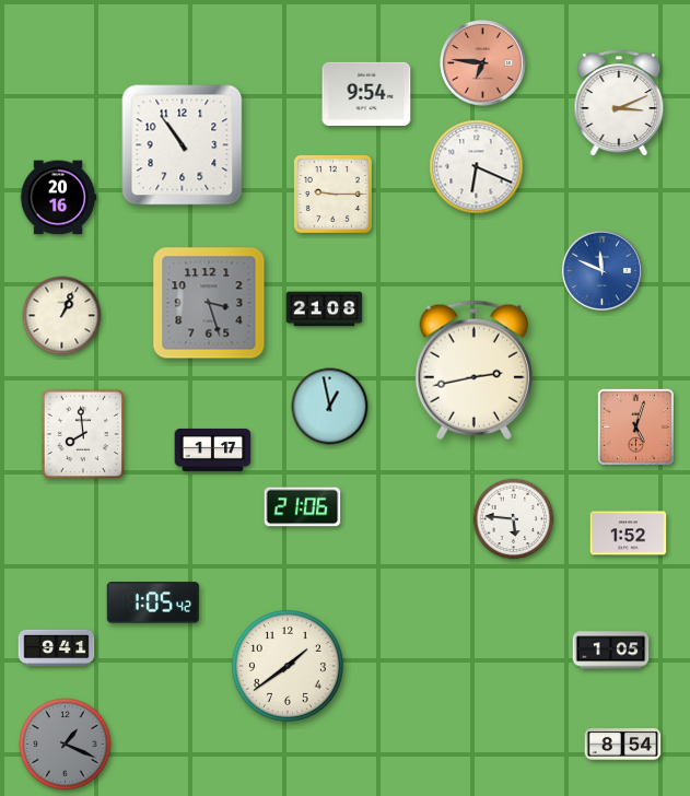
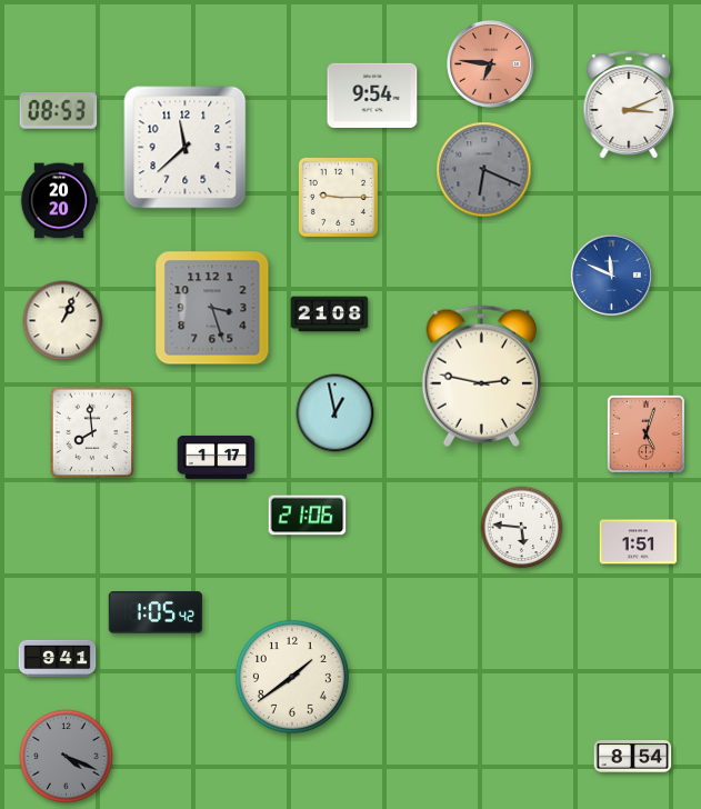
clock at (59, 111): none -> 08:53
clock at (183, 145): 10:54 -> 11:38
clock at (477, 167) dial: white -> grey
clock at (58, 198): 20:16 -> 20:20
clock at (473, 370): 2:43 -> 2:47
clock at (83, 434) position: (83, 434) -> (92, 432)
clock at (629, 534): 1:52 -> 1:51
clock at (611, 651): 1:05 -> none
clock at (66, 745): 1:19 -> 4:19
